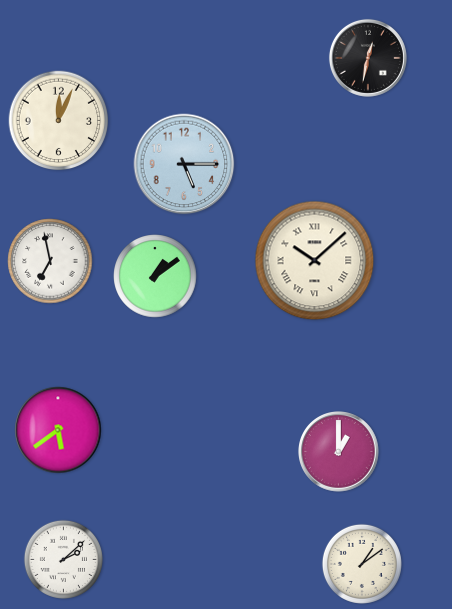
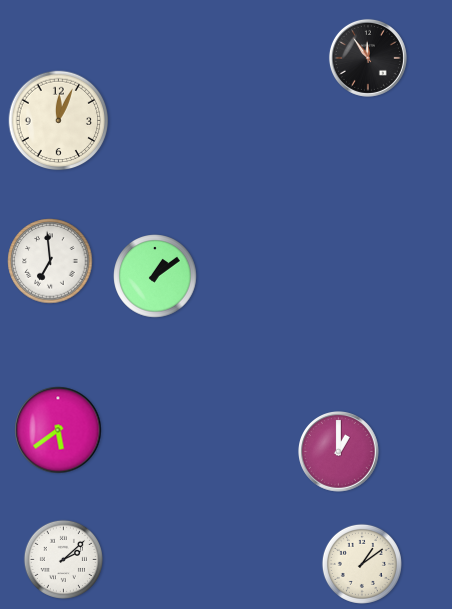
clock at (368, 58): 12:32 -> 11:54
clock at (184, 164): 5:15 -> none
clock at (50, 261): 6:58 -> 6:59
clock at (315, 261): 10:08 -> none
